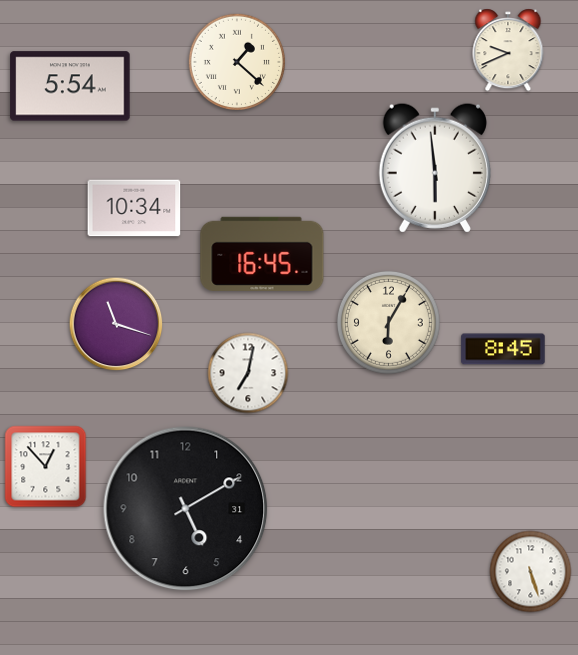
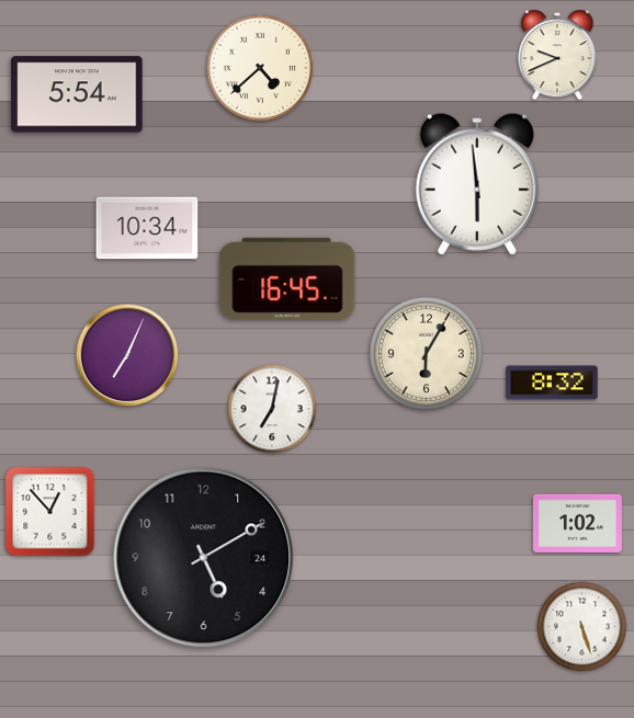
clock at (236, 61): 1:22 -> 4:38
clock at (116, 324): 11:18 -> 7:04
clock at (503, 349): 8:45 -> 8:32
clock at (577, 523): none -> 1:02
clock at (186, 509) date: 31 -> 24
